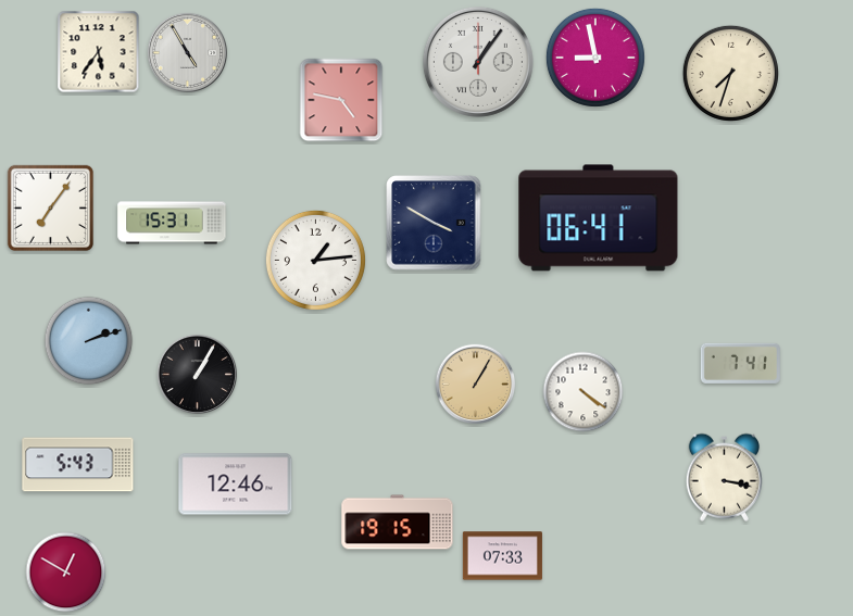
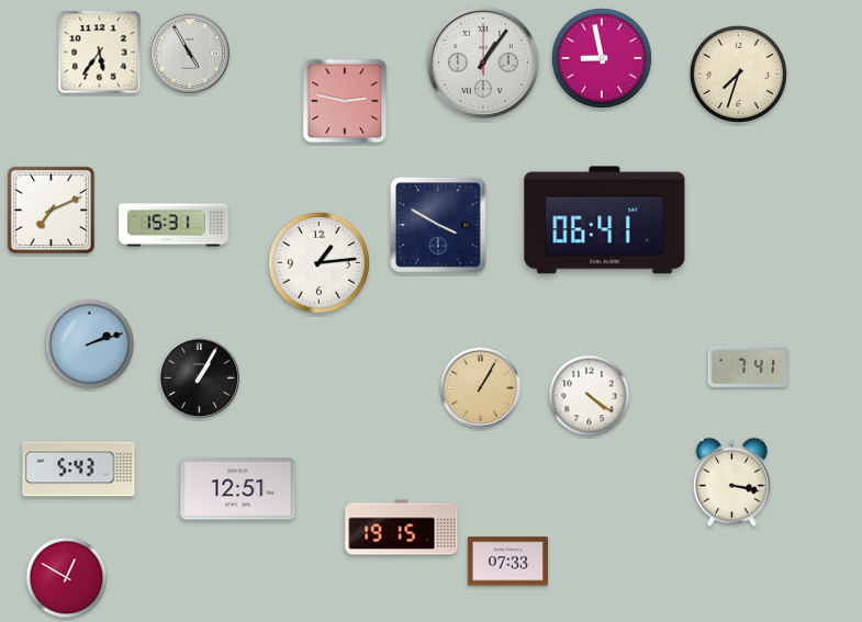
clock at (341, 100): 4:47 -> 2:47
clock at (50, 208): 7:06 -> 7:11
clock at (236, 485): 12:46 -> 12:51
